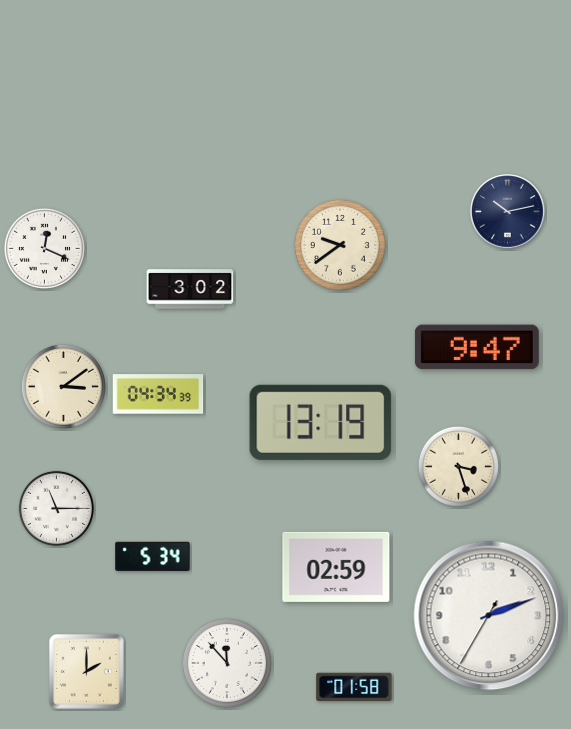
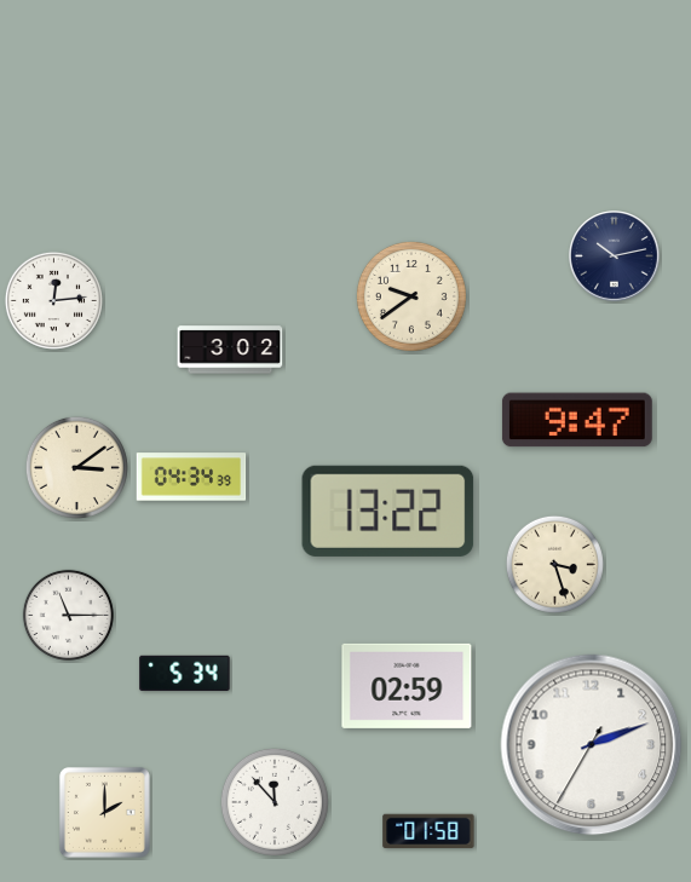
clock at (44, 248): 12:19 -> 12:14
clock at (321, 422): 13:19 -> 13:22
